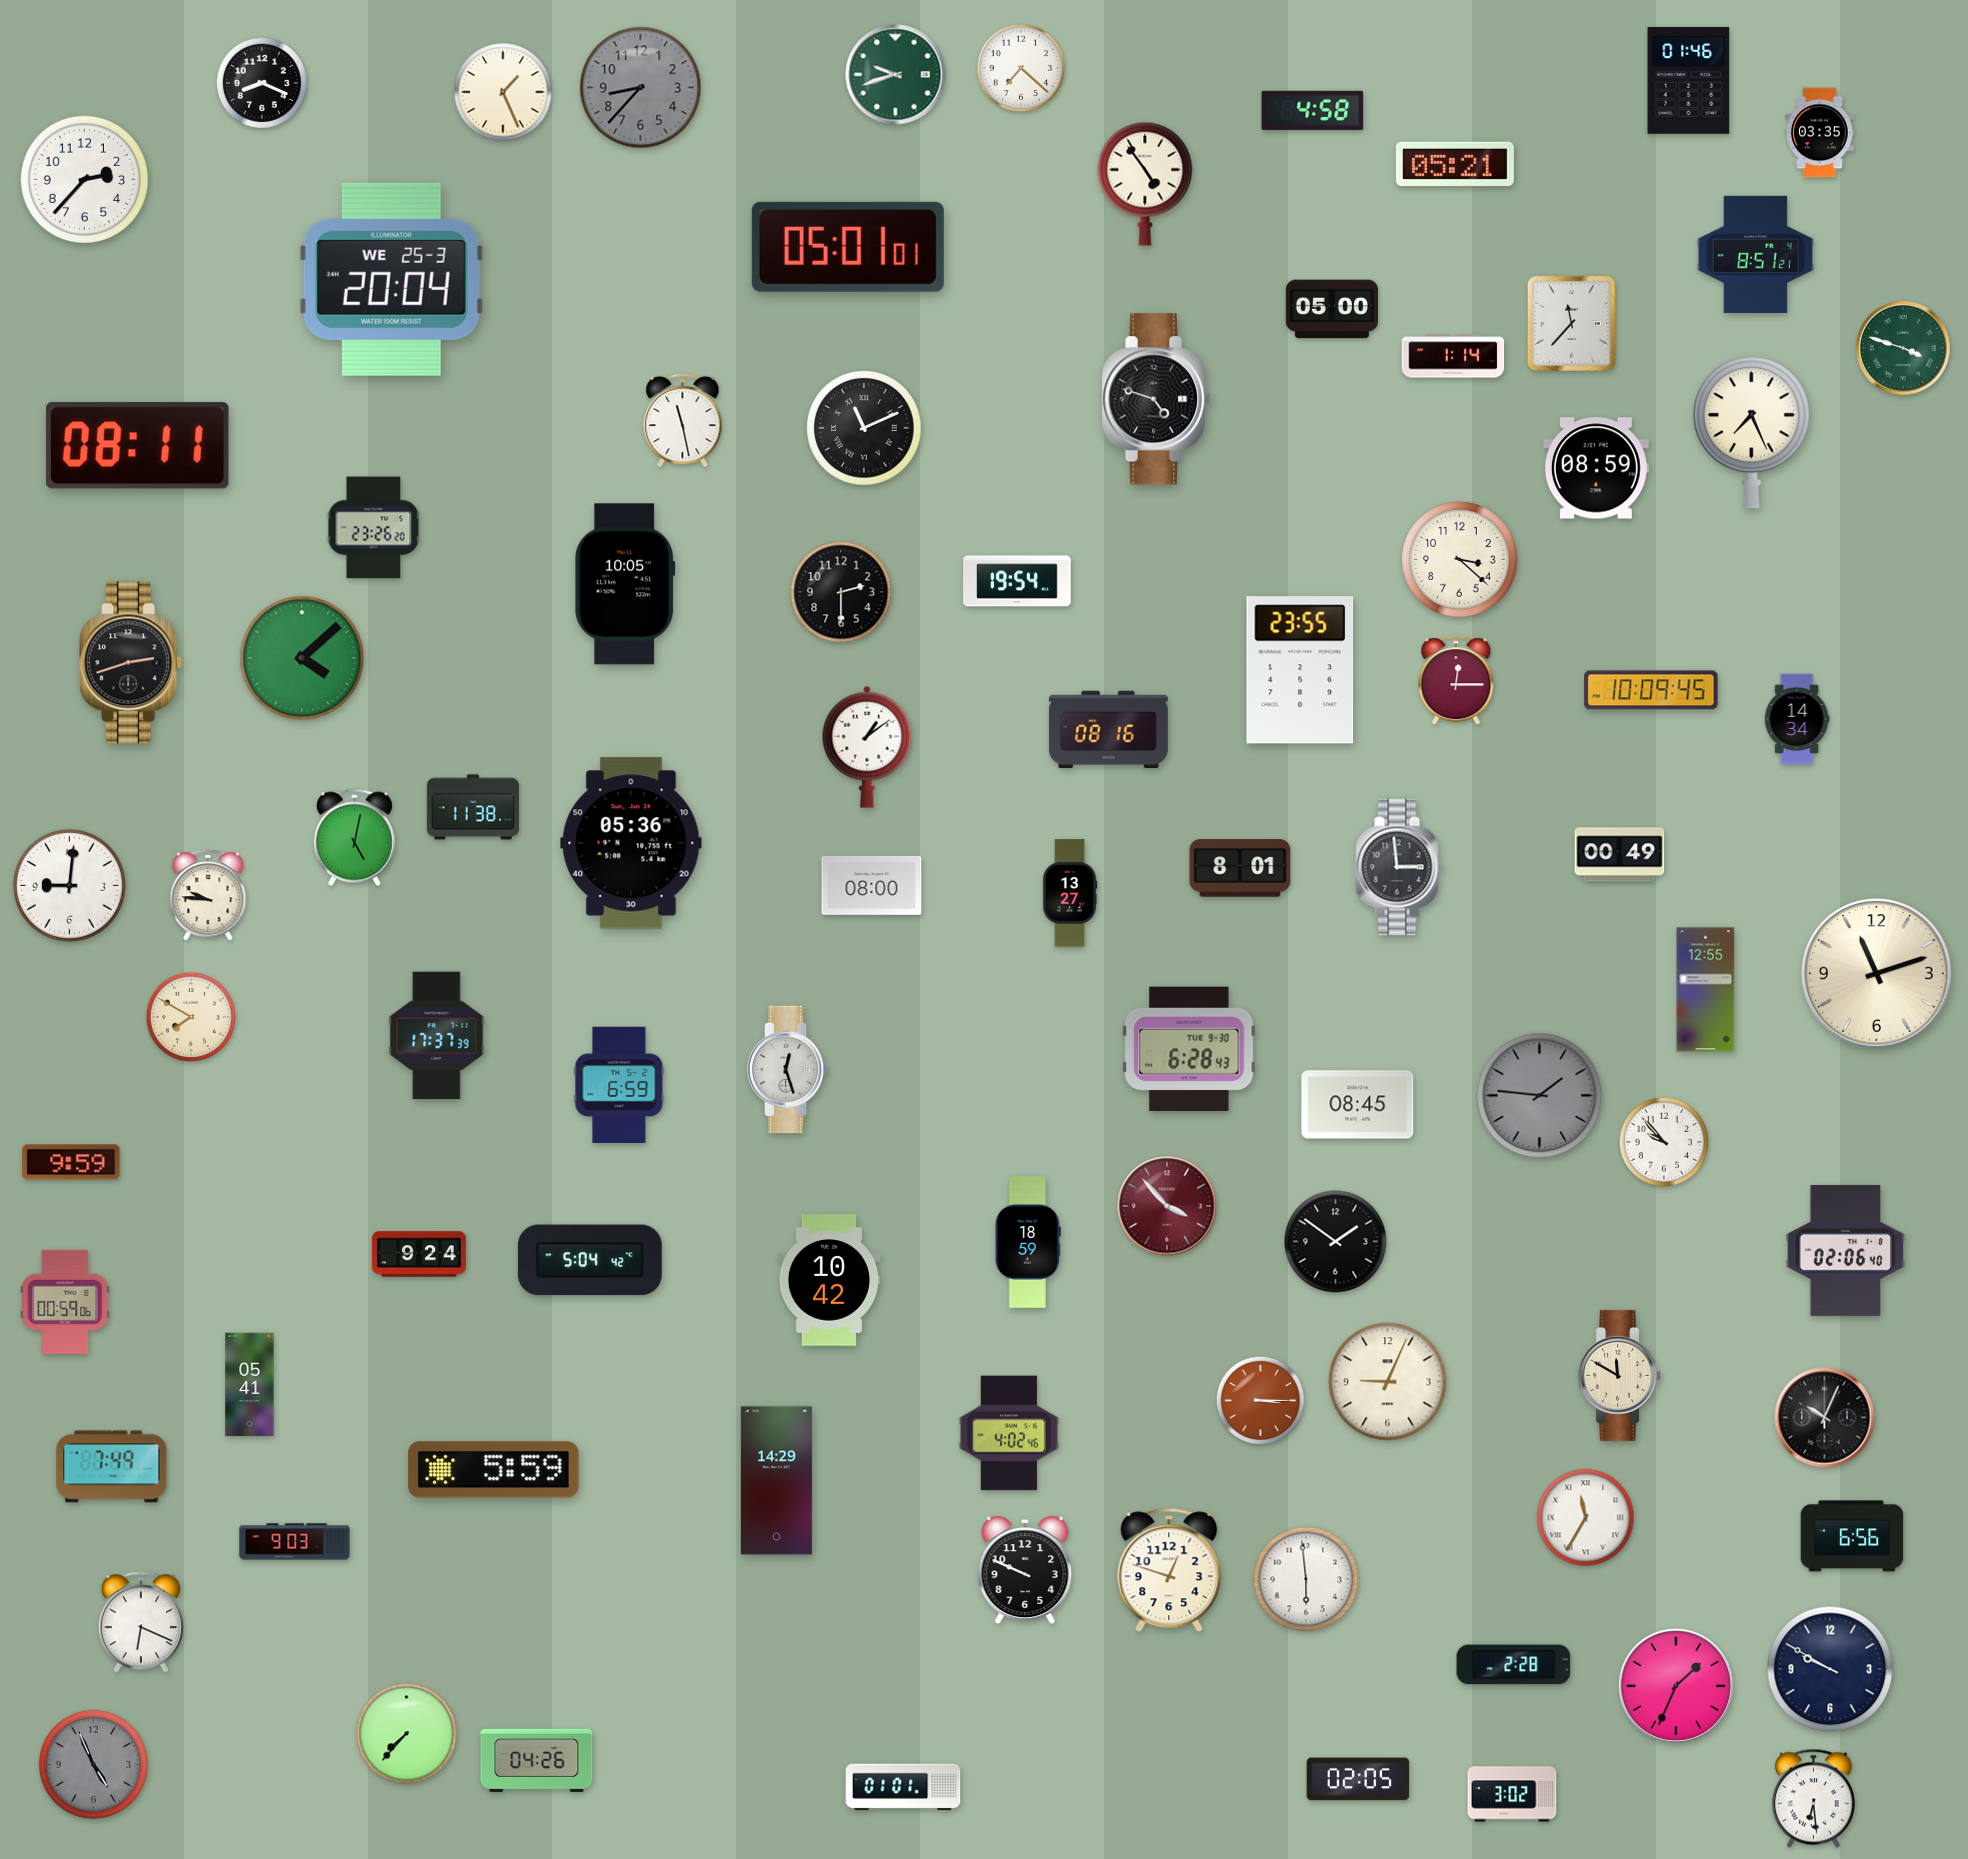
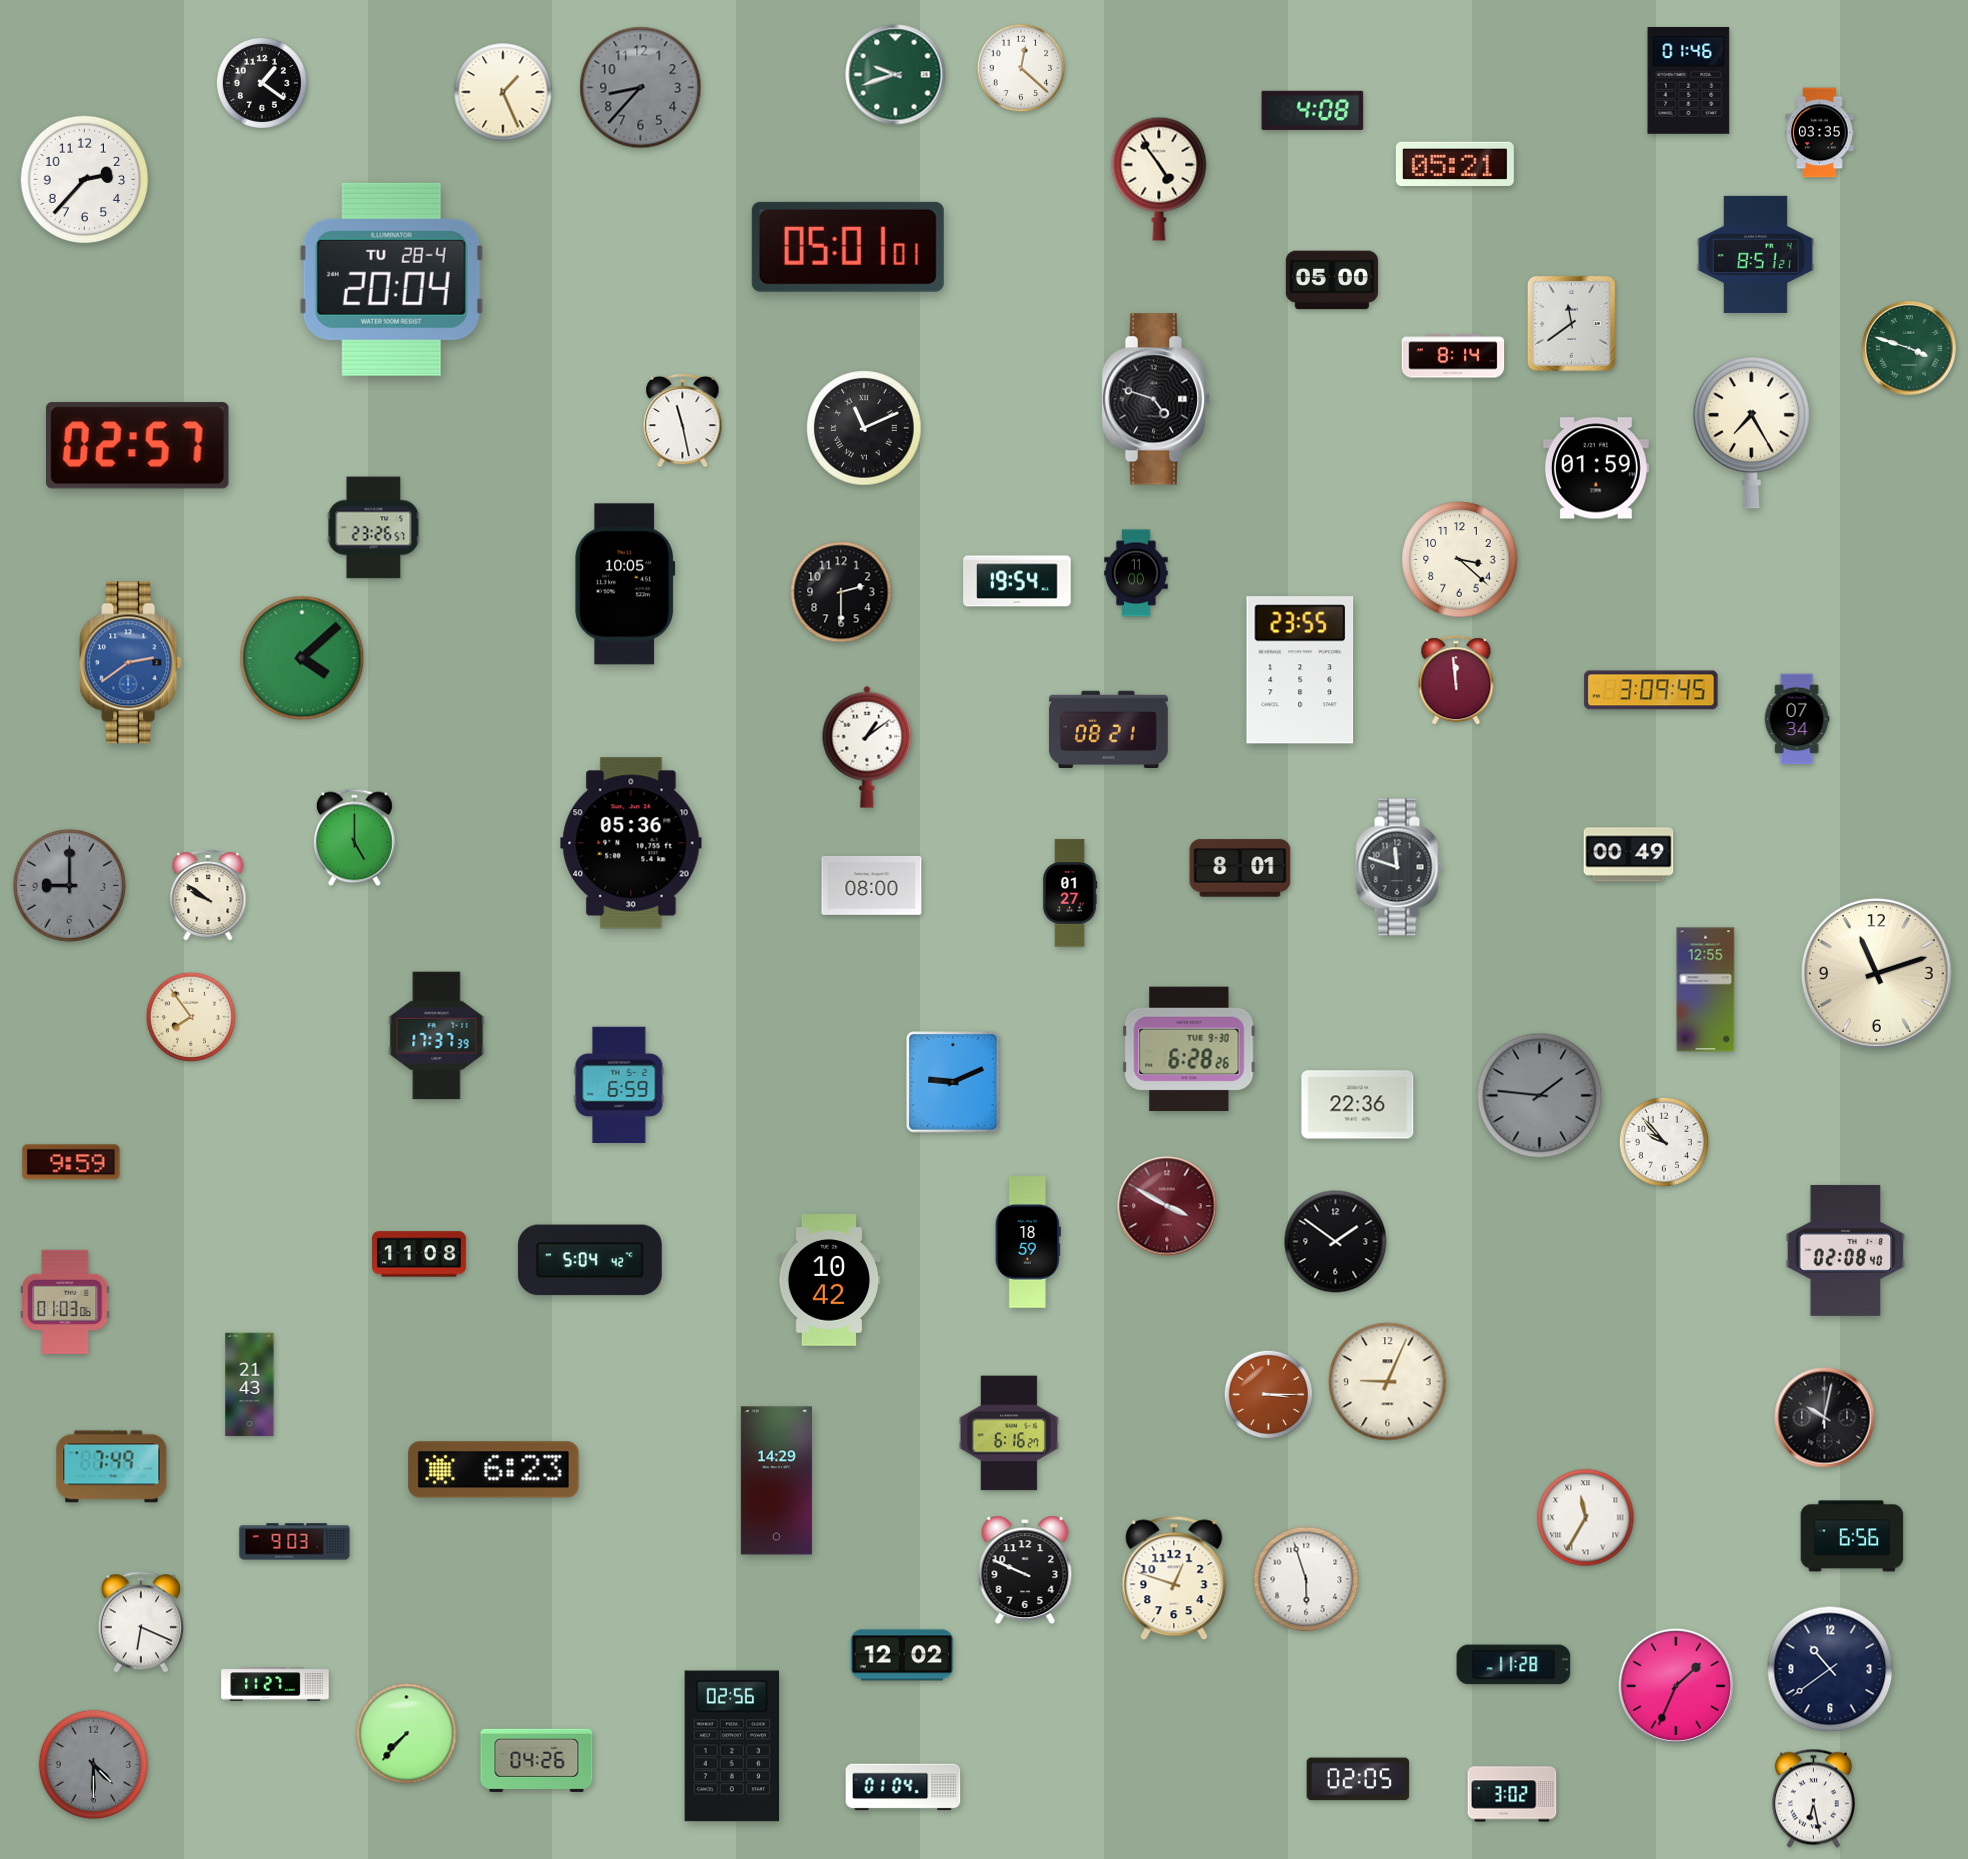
clock at (1021, 68): 7:22 -> 12:22
clock at (262, 83): 8:19 -> 1:21
clock at (1313, 110): 4:58 -> 4:08
clock at (1145, 184) position: (1145, 184) -> (1159, 179)
clock at (391, 279) date: WE 25-3 -> TU 28-4
clock at (1332, 309) position: (1332, 309) -> (1332, 280)
clock at (1571, 323): 11:37 -> 11:39
clock at (1904, 349) position: (1904, 349) -> (1910, 349)
clock at (1453, 356): 1:14 -> 8:14
clock at (1751, 433): 7:26 -> 7:25
clock at (137, 446): 08:11 -> 02:57
clock at (1596, 468): 08:59 -> 01:59
clock at (374, 528): 23:26:20 -> 23:26:57
clock at (1136, 573): none -> 11:00
clock at (131, 663): 2:42 -> 2:39
clock at (131, 663) dial: black -> blue
clock at (1456, 681): 12:15 -> 11:59
clock at (1651, 690): 10:09 -> 3:09
clock at (1797, 719): 14:34 -> 07:34
clock at (1108, 729): 08:16 -> 08:21
clock at (473, 807): 11:38 -> none
clock at (354, 838): 5:02 -> 5:00
clock at (1620, 855) position: (1620, 855) -> (1629, 855)
clock at (1399, 867): 2:59 -> 11:48
clock at (69, 885): 9:01 -> 9:00
clock at (69, 885) dial: white -> grey
clock at (1070, 893): 13:27 -> 01:27
clock at (208, 895): 9:46 -> 9:51
clock at (190, 1016): 7:50 -> 7:54
clock at (1189, 1048): 6:28:43 -> 6:28:26
clock at (789, 1070): 12:27 -> none
clock at (954, 1083): none -> 9:11
clock at (1358, 1105): 08:45 -> 22:36
clock at (1167, 1206): 3:53 -> 3:50
clock at (1846, 1250): 02:06 -> 02:08
clock at (420, 1254): 9:24 -> 11:08
clock at (65, 1302): 00:59 -> 01:03
clock at (1620, 1375): 11:50 -> none
clock at (250, 1385): 05:41 -> 21:43
clock at (1261, 1401) position: (1261, 1401) -> (1269, 1395)
clock at (1825, 1418): 10:04 -> 10:02
clock at (1009, 1433): 4:02 -> 6:16
clock at (494, 1470): 5:59 -> 6:23
clock at (1169, 1570) position: (1169, 1570) -> (1174, 1578)
clock at (1306, 1579): 5:59 -> 5:57
clock at (902, 1655): none -> 12:02
clock at (1514, 1665): 2:28 -> 11:28
clock at (1830, 1669): 9:50 -> 10:39
clock at (275, 1684): none -> 11:27
clock at (732, 1746): none -> 02:56
clock at (93, 1764): 4:56 -> 4:30
clock at (903, 1787): 01:01 -> 01:04
clock at (1813, 1799): 6:29 -> 6:28
